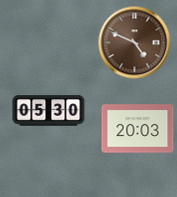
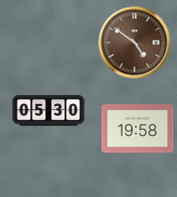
clock at (135, 43): 4:49 -> 4:51
clock at (138, 129): 20:03 -> 19:58
